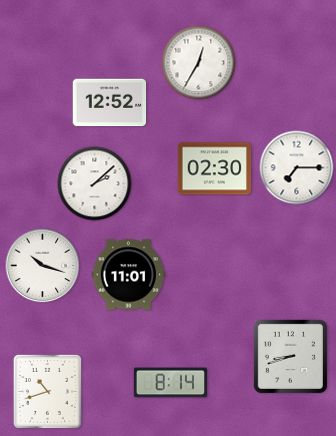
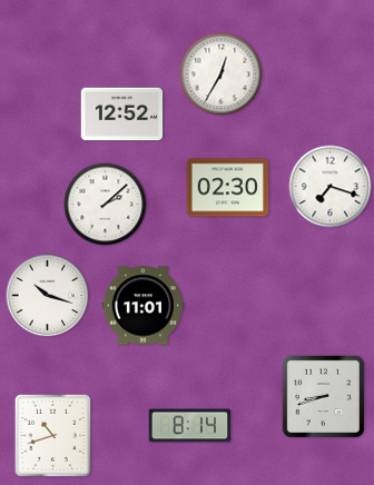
clock at (199, 63) position: (199, 63) -> (222, 75)
clock at (297, 168): 7:15 -> 7:18
clock at (215, 169) position: (215, 169) -> (228, 188)
